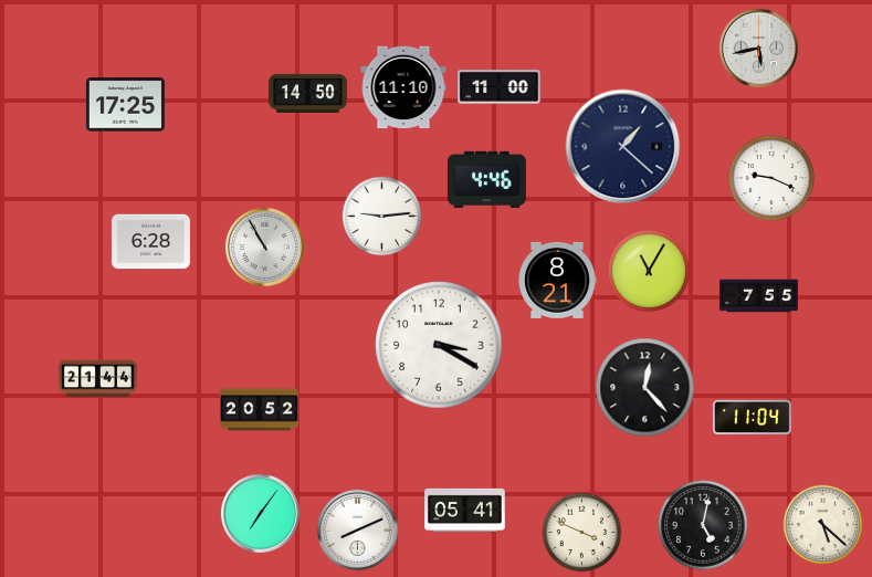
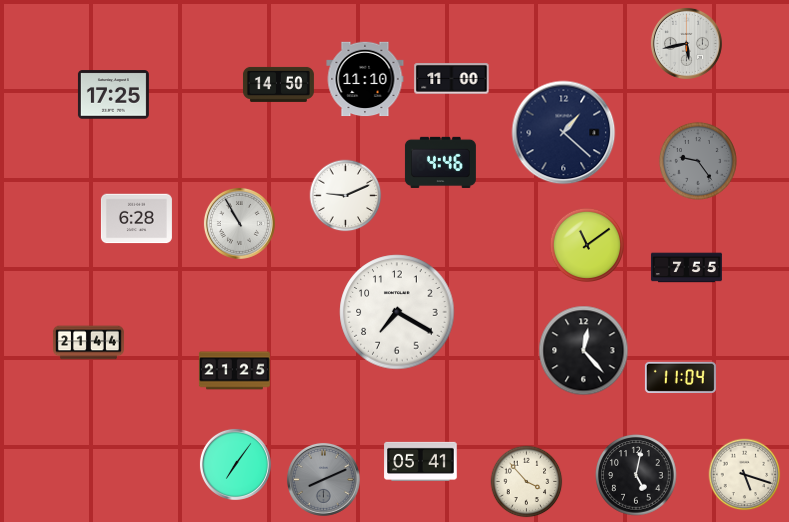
clock at (771, 178): 9:19 -> 9:24
clock at (771, 178) dial: white -> grey
clock at (382, 217): 9:14 -> 9:11
clock at (649, 271): 11:05 -> 11:09
clock at (557, 280): 8:21 -> none
clock at (439, 345): 3:20 -> 7:20
clock at (259, 410): 20:52 -> 21:25
clock at (823, 525): 5:22 -> 5:18
clock at (357, 529) dial: white -> grey
clock at (582, 533): 3:49 -> 3:53
